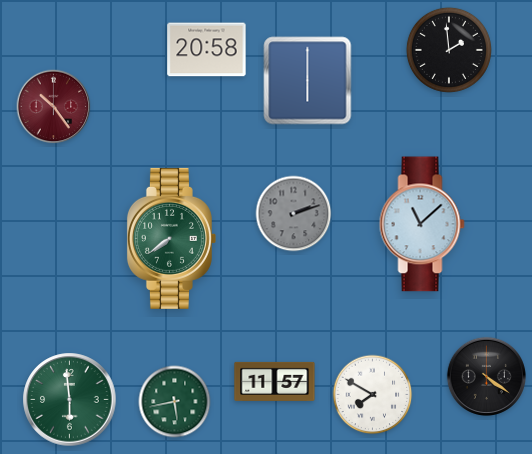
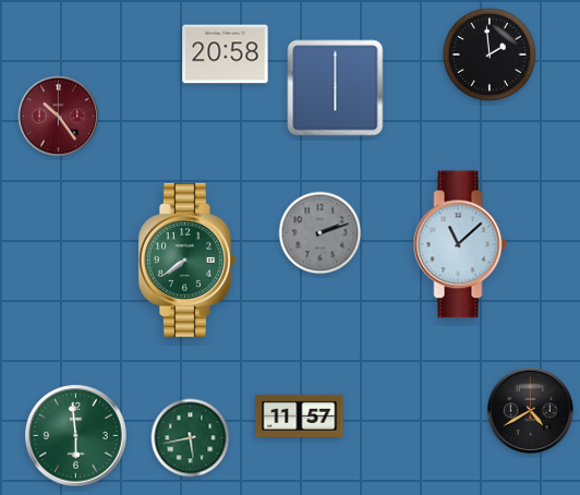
clock at (486, 376): 4:21 -> 4:40
clock at (373, 395): 7:50 -> none
